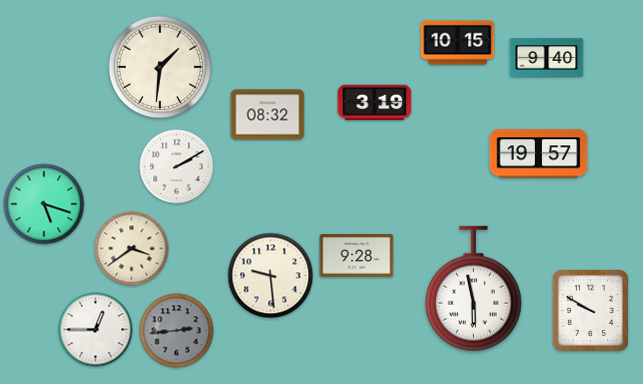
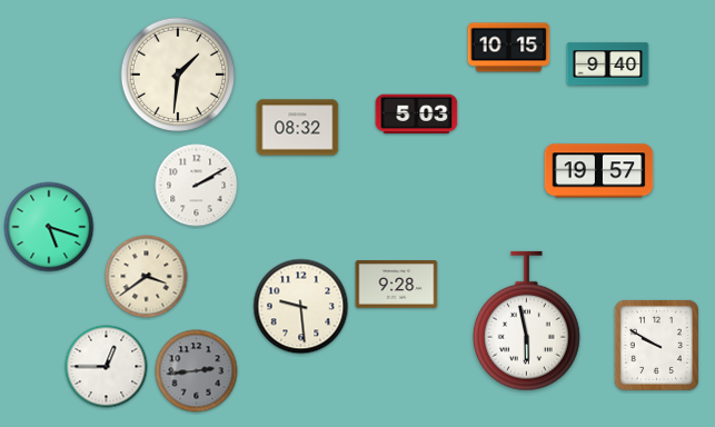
clock at (375, 103): 3:19 -> 5:03
clock at (177, 331) position: (177, 331) -> (197, 371)
